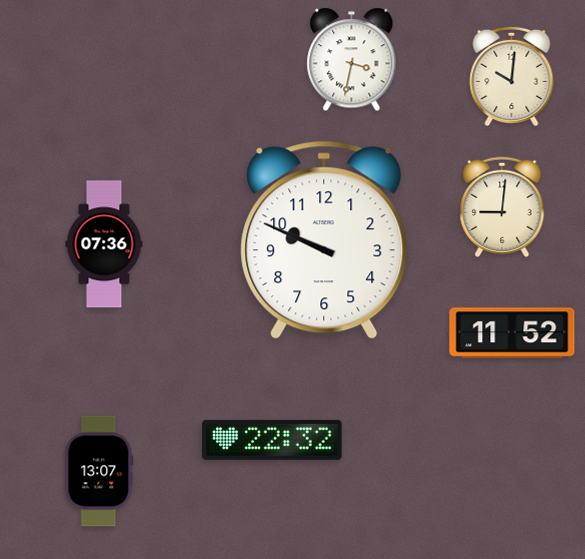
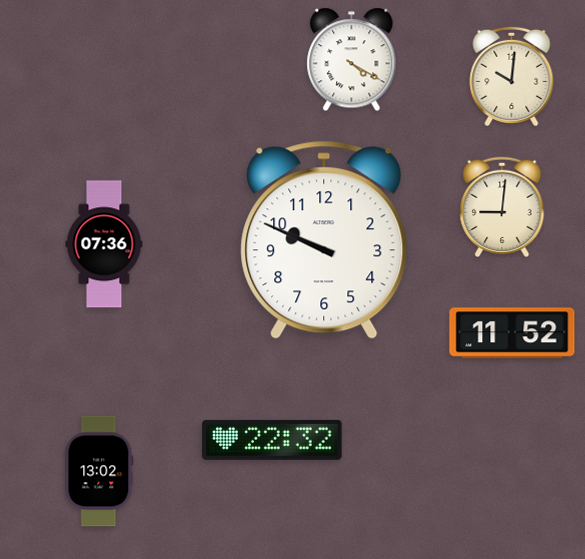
clock at (352, 60): 3:32 -> 4:20
clock at (99, 471): 13:07 -> 13:02
